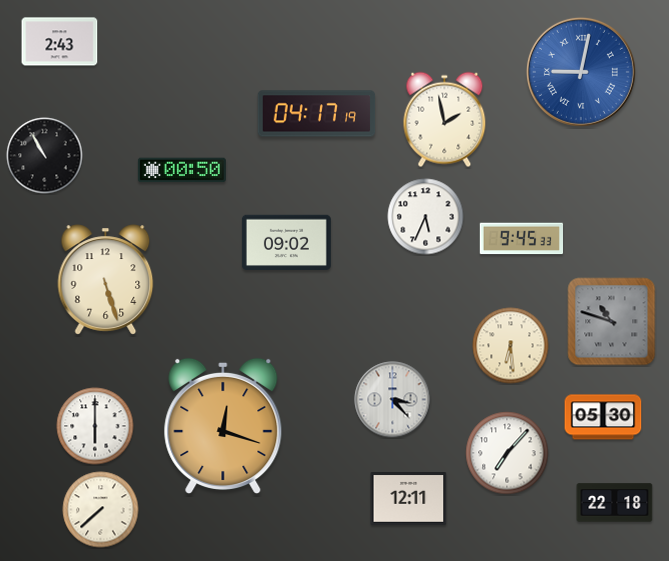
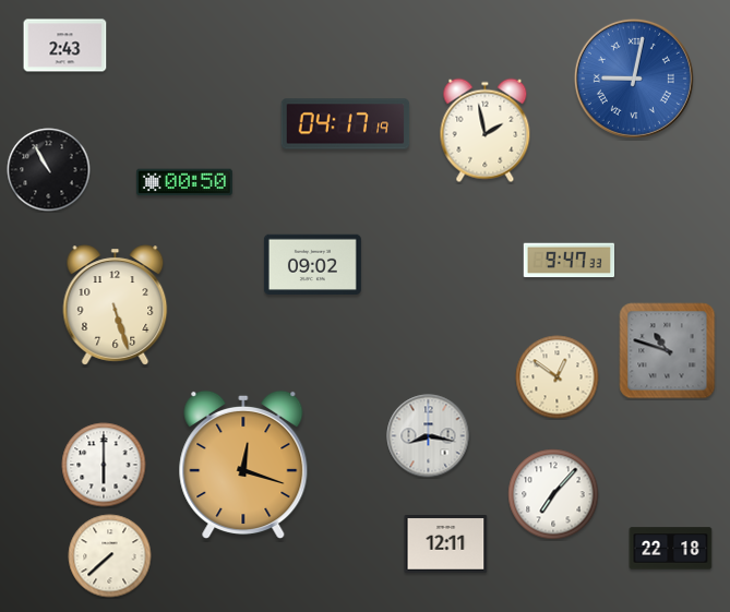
clock at (182, 170) position: (182, 170) -> (184, 182)
clock at (426, 217): 5:34 -> none
clock at (521, 239): 9:45 -> 9:47
clock at (511, 346): 6:29 -> 12:51
clock at (393, 400): 3:23 -> 8:17
clock at (603, 417): 05:30 -> none
